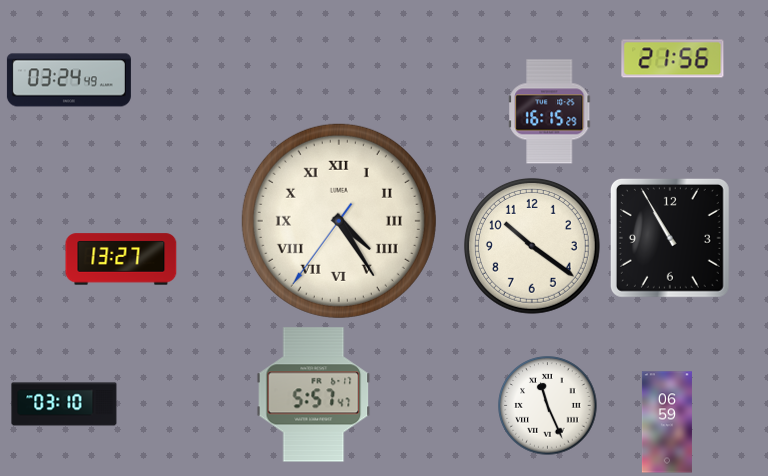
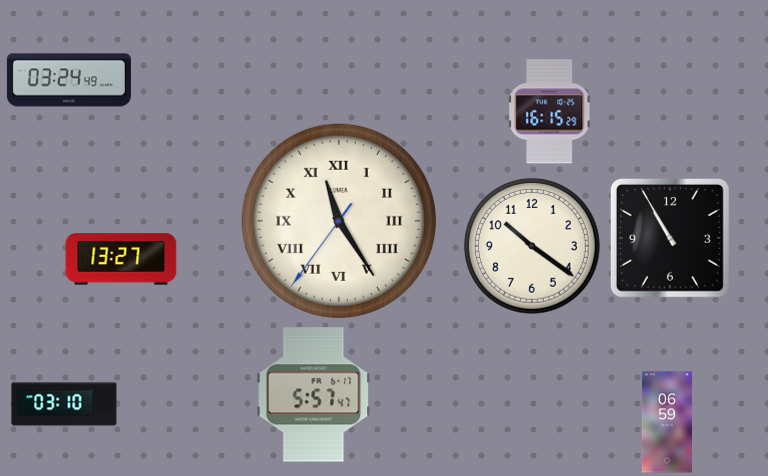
clock at (673, 59): 21:56 -> none
clock at (339, 221): 4:24 -> 11:24
clock at (548, 406): 11:26 -> none
